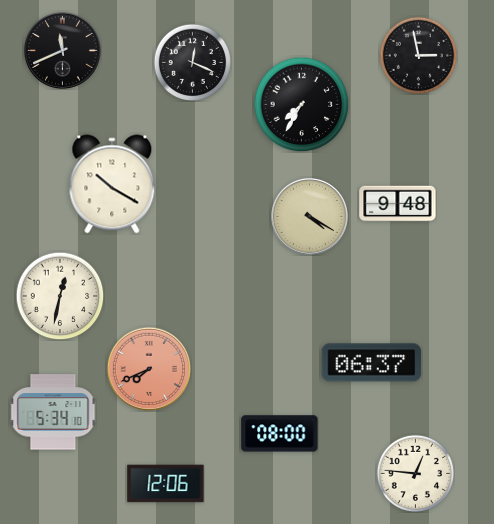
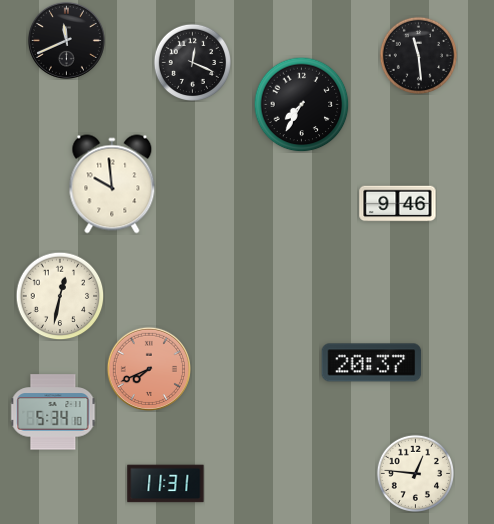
clock at (62, 50) position: (62, 50) -> (66, 40)
clock at (418, 55): 2:58 -> 11:29
clock at (112, 184): 10:20 -> 9:59
clock at (398, 204): 9:48 -> 9:46
clock at (309, 216): 4:20 -> none
clock at (372, 363): 06:37 -> 20:37
clock at (280, 434): 08:00 -> none
clock at (166, 484): 12:06 -> 11:31
